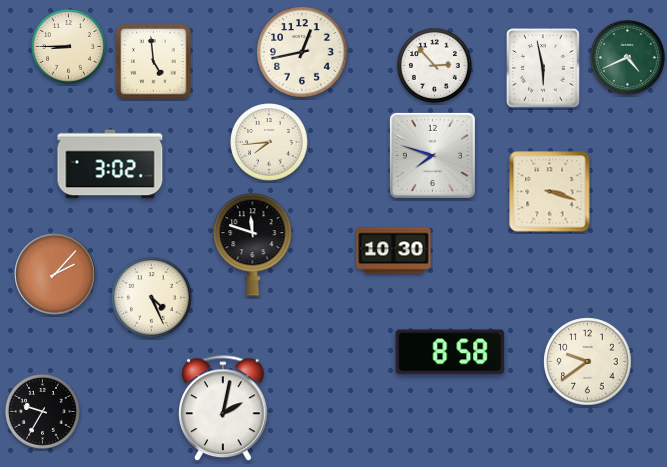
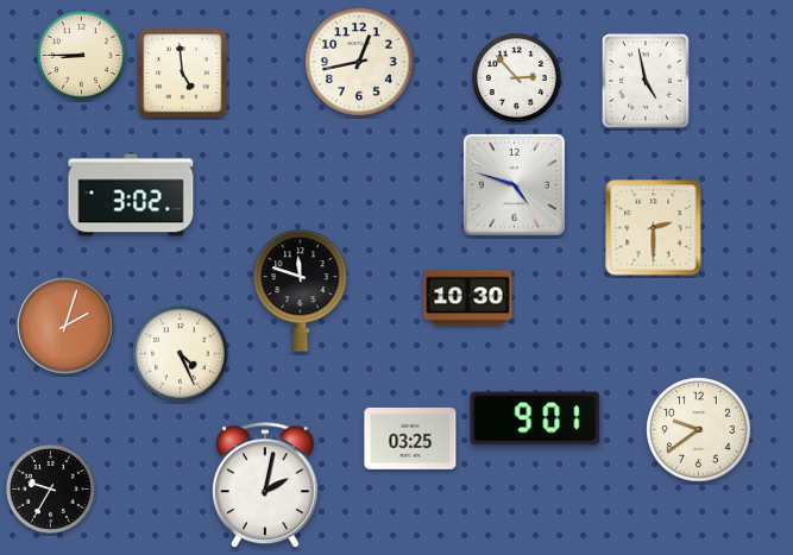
clock at (627, 57): 4:41 -> none
clock at (543, 68): 5:58 -> 4:58
clock at (270, 143): 7:44 -> none
clock at (432, 155): 7:48 -> 4:48
clock at (550, 192): 3:18 -> 2:30
clock at (55, 274): 2:07 -> 2:03
clock at (450, 352): 8:58 -> 9:01
clock at (410, 439): none -> 03:25
